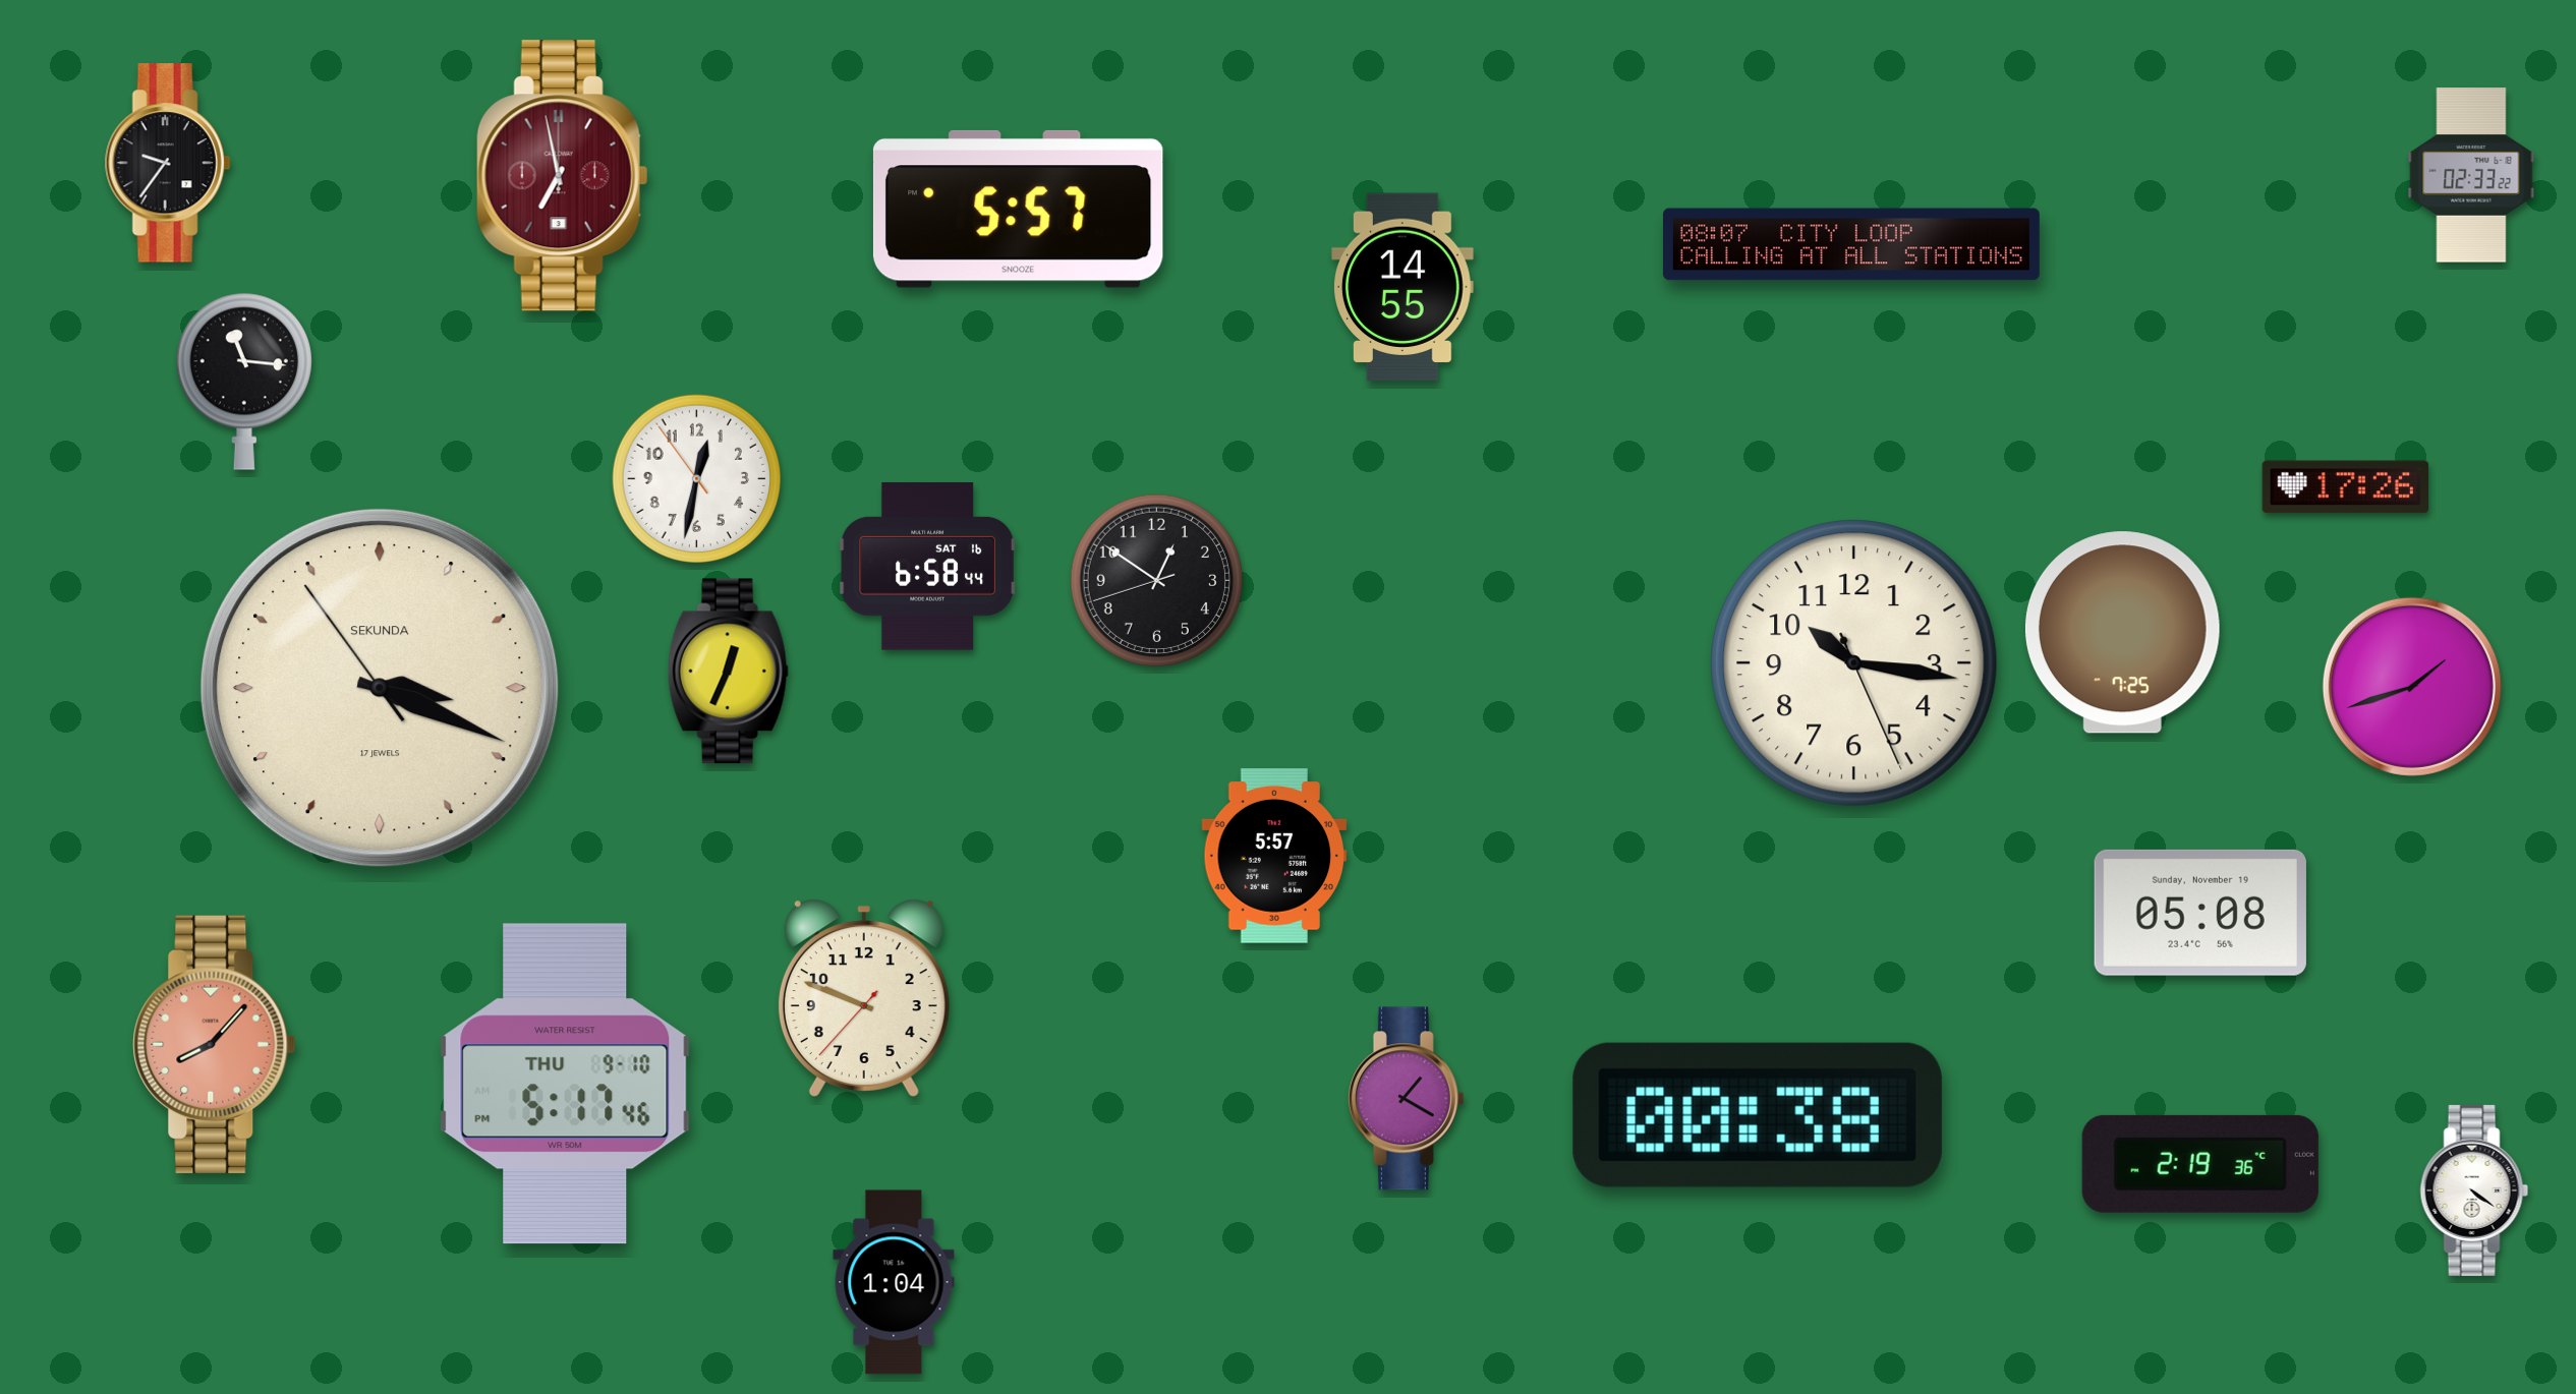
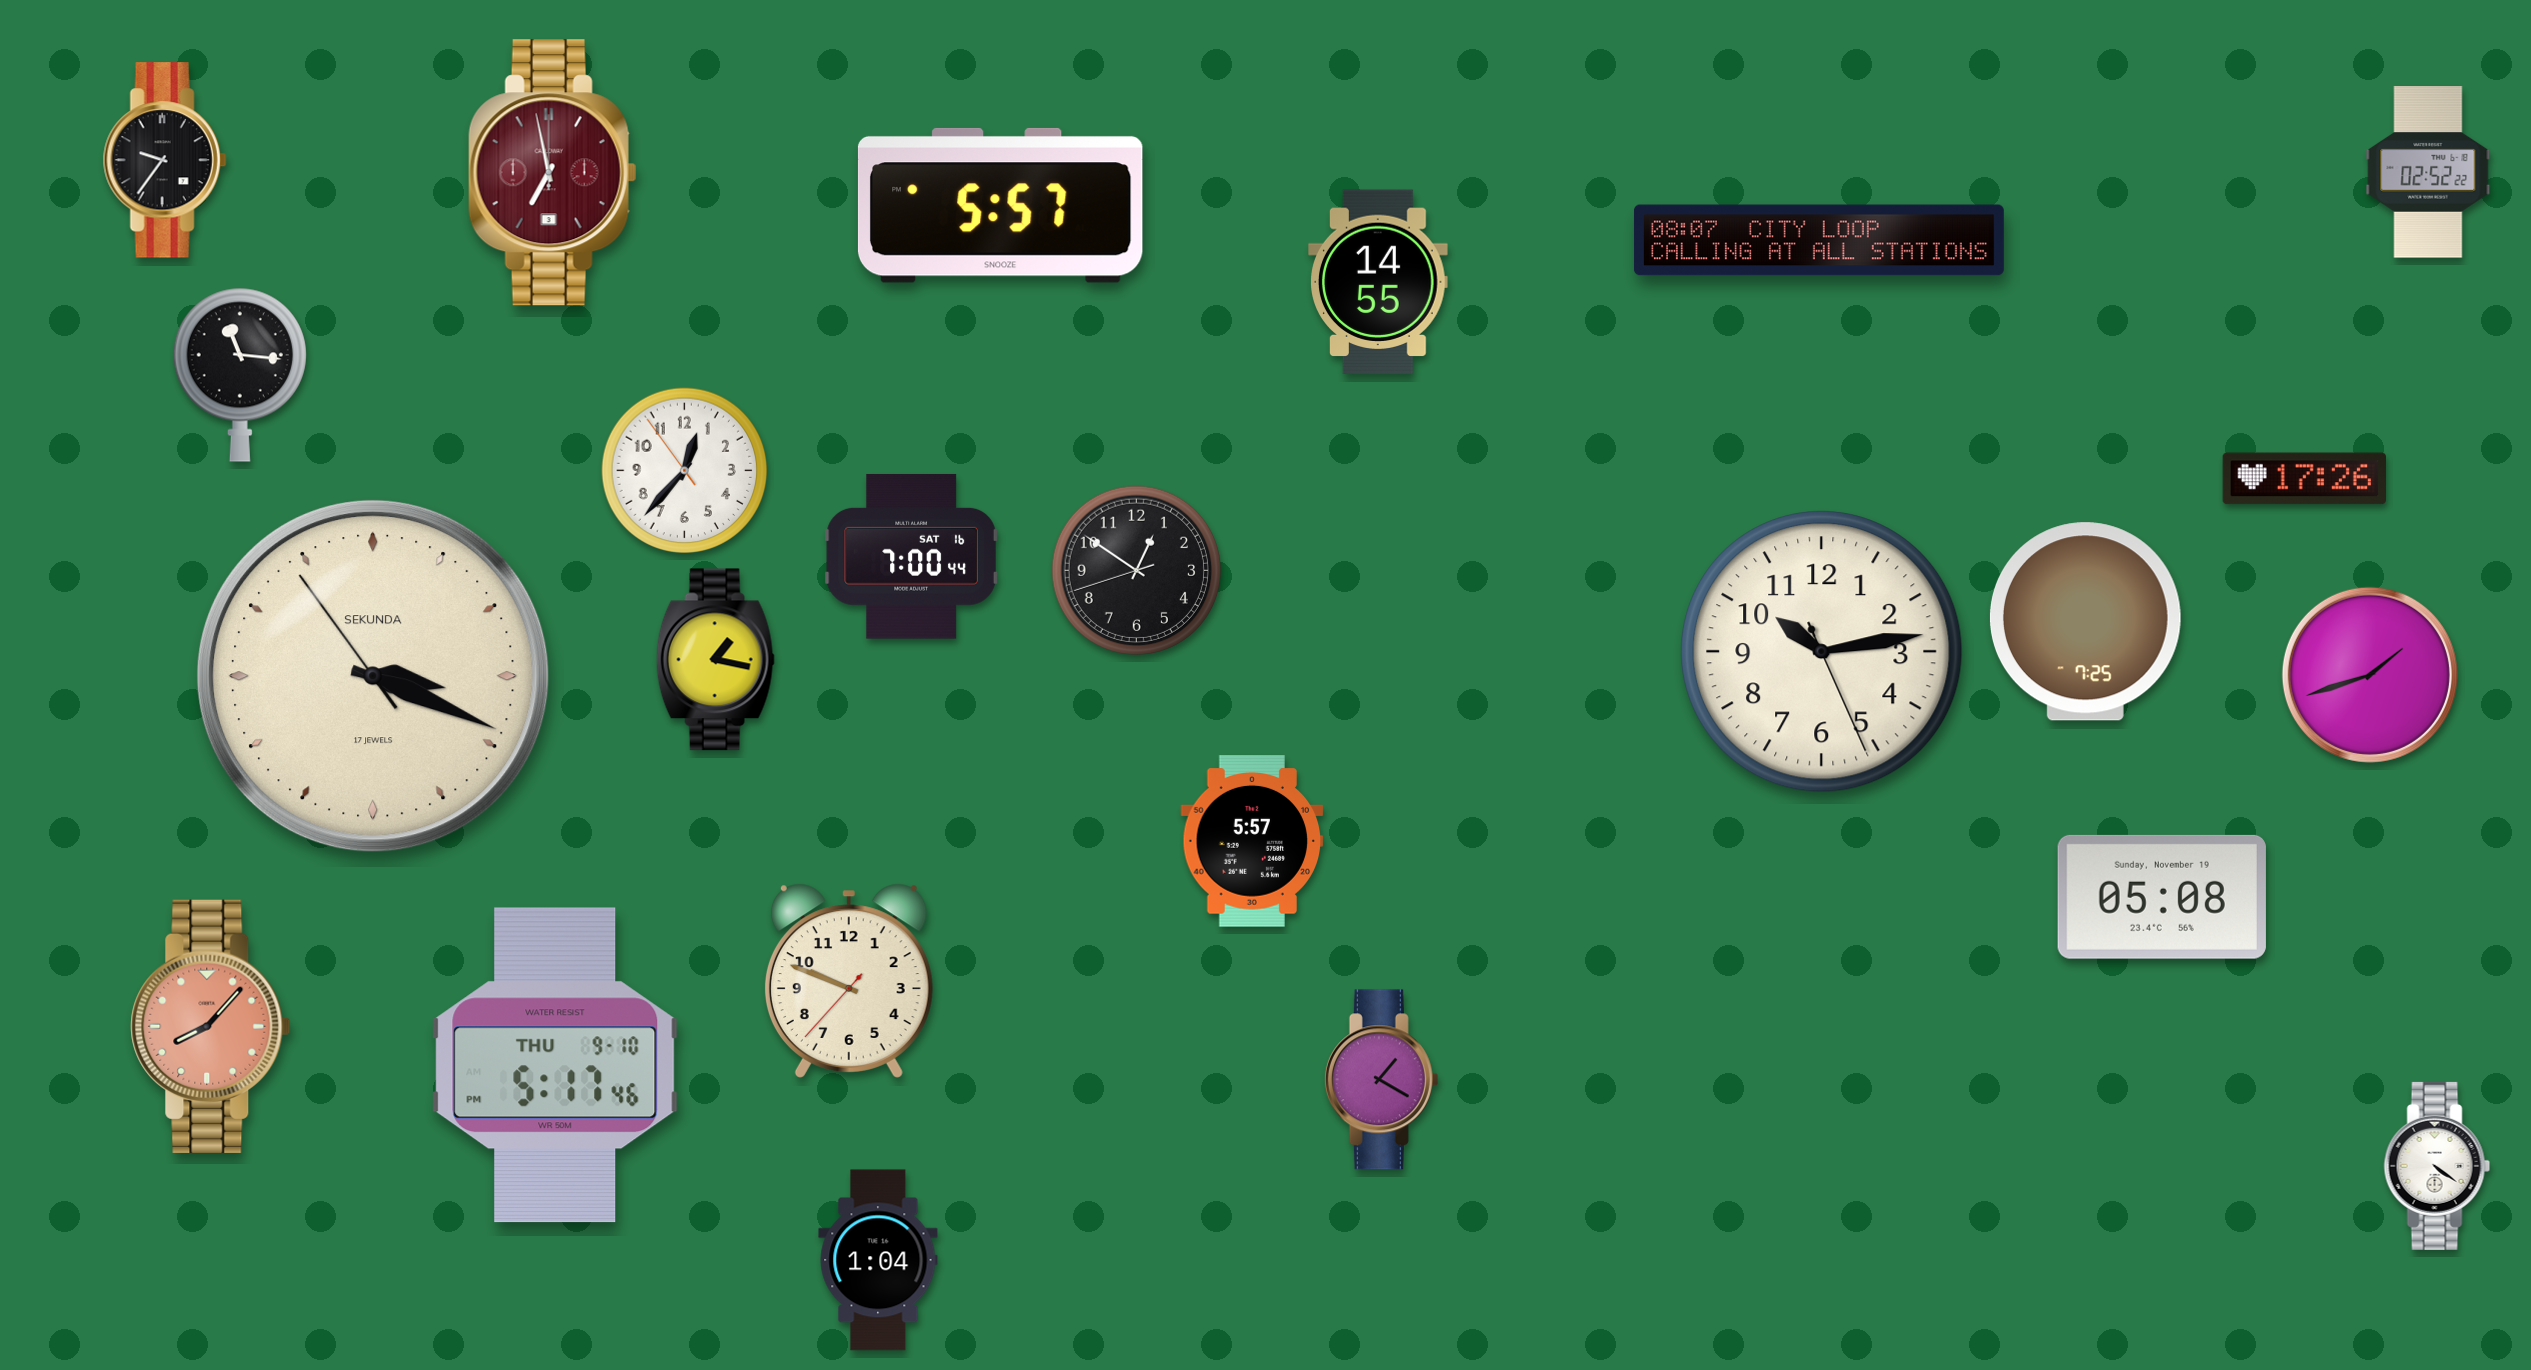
clock at (2471, 175): 02:33 -> 02:52
clock at (697, 479): 12:31 -> 12:36
clock at (927, 566): 6:58 -> 7:00
clock at (1854, 663): 10:16 -> 10:13
clock at (728, 672): 12:34 -> 1:17
clock at (1758, 1115): 00:38 -> none
clock at (2200, 1164): 2:19 -> none
clock at (2474, 1190) position: (2474, 1190) -> (2437, 1166)
